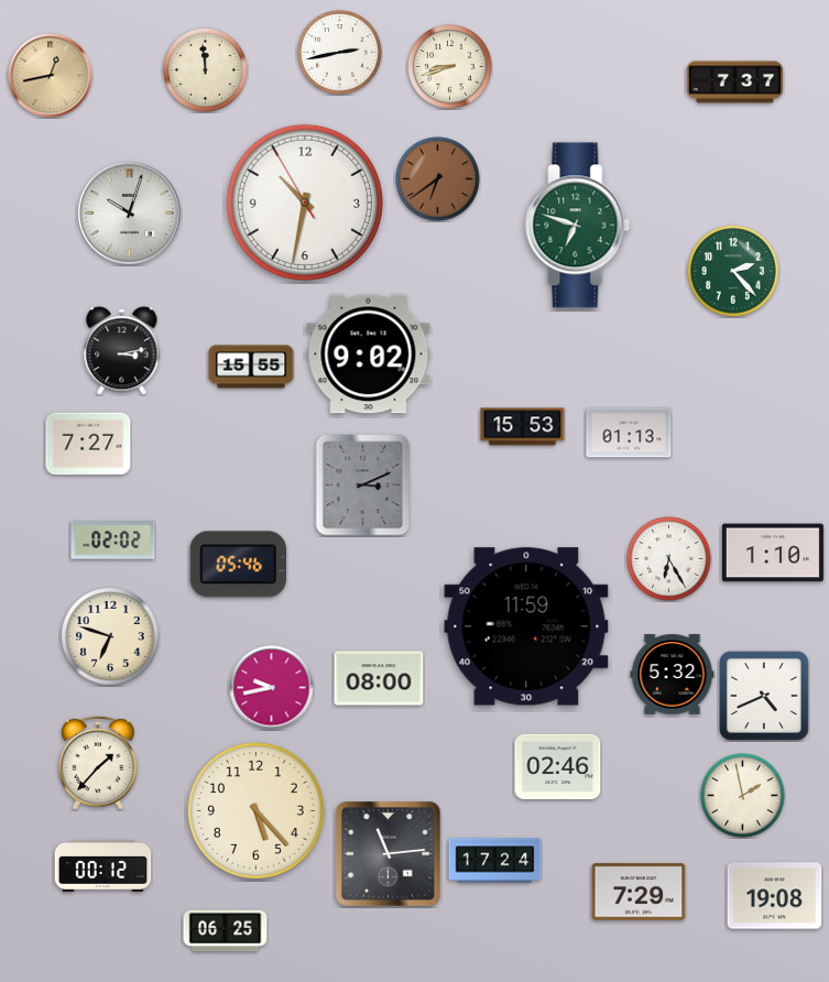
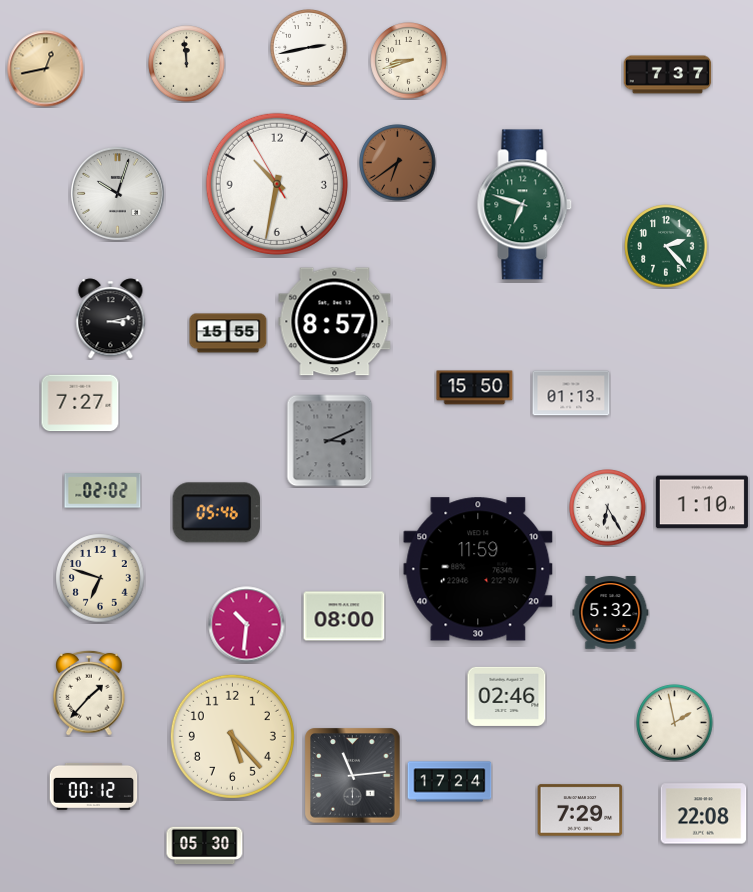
clock at (369, 354): 9:02 -> 8:57
clock at (523, 427): 15:53 -> 15:50
clock at (272, 688): 9:43 -> 10:31
clock at (764, 696): 4:41 -> none
clock at (775, 896): 19:08 -> 22:08
clock at (226, 931): 06:25 -> 05:30
